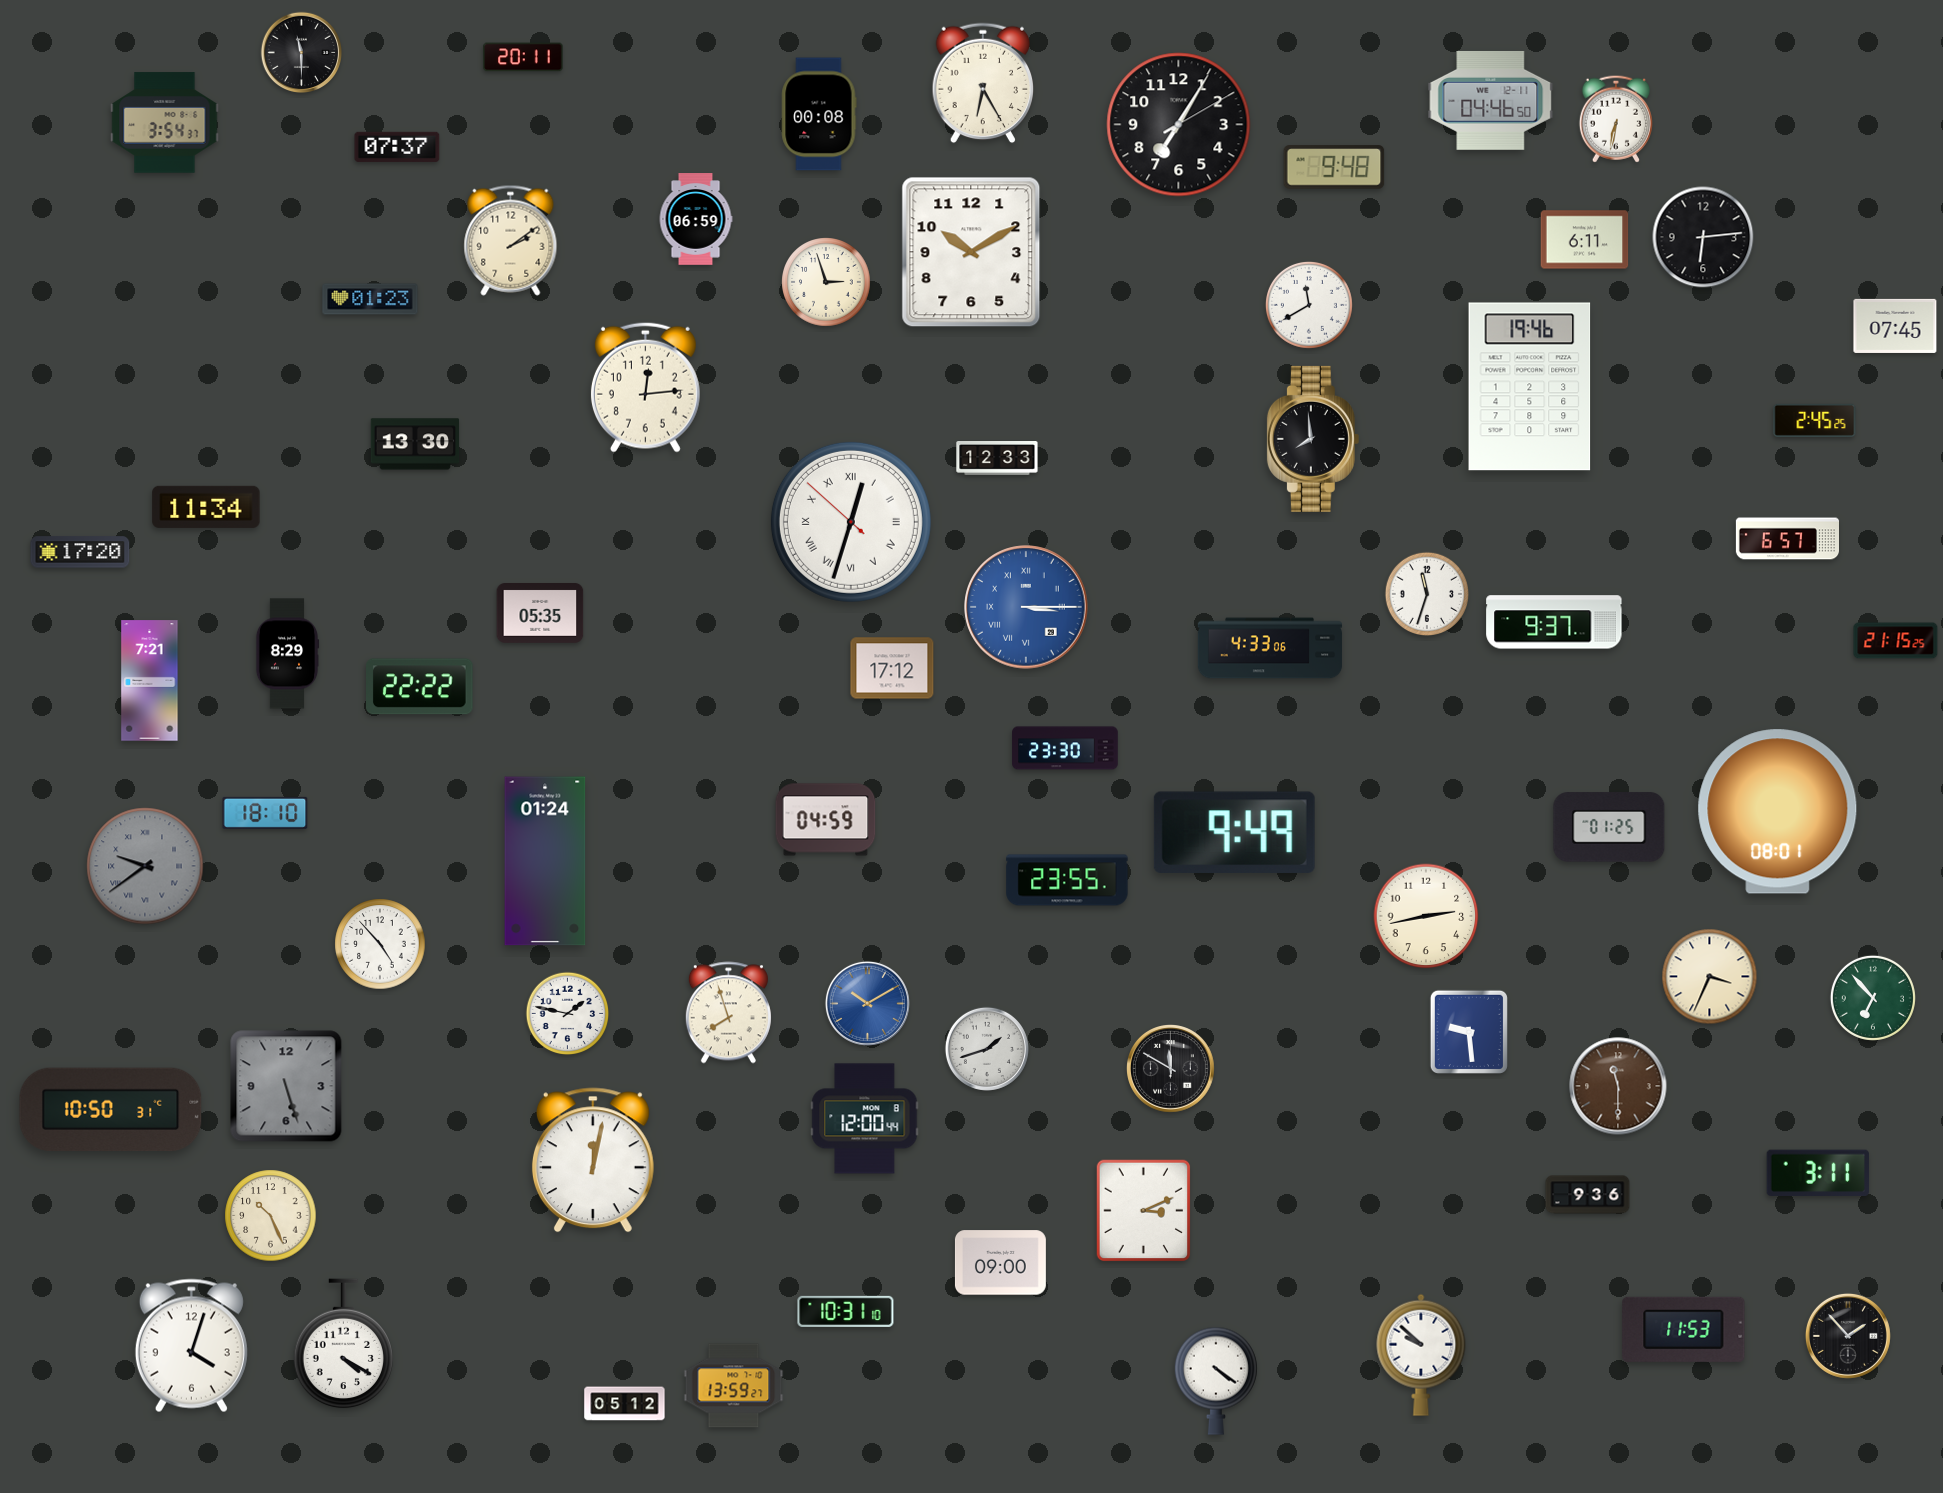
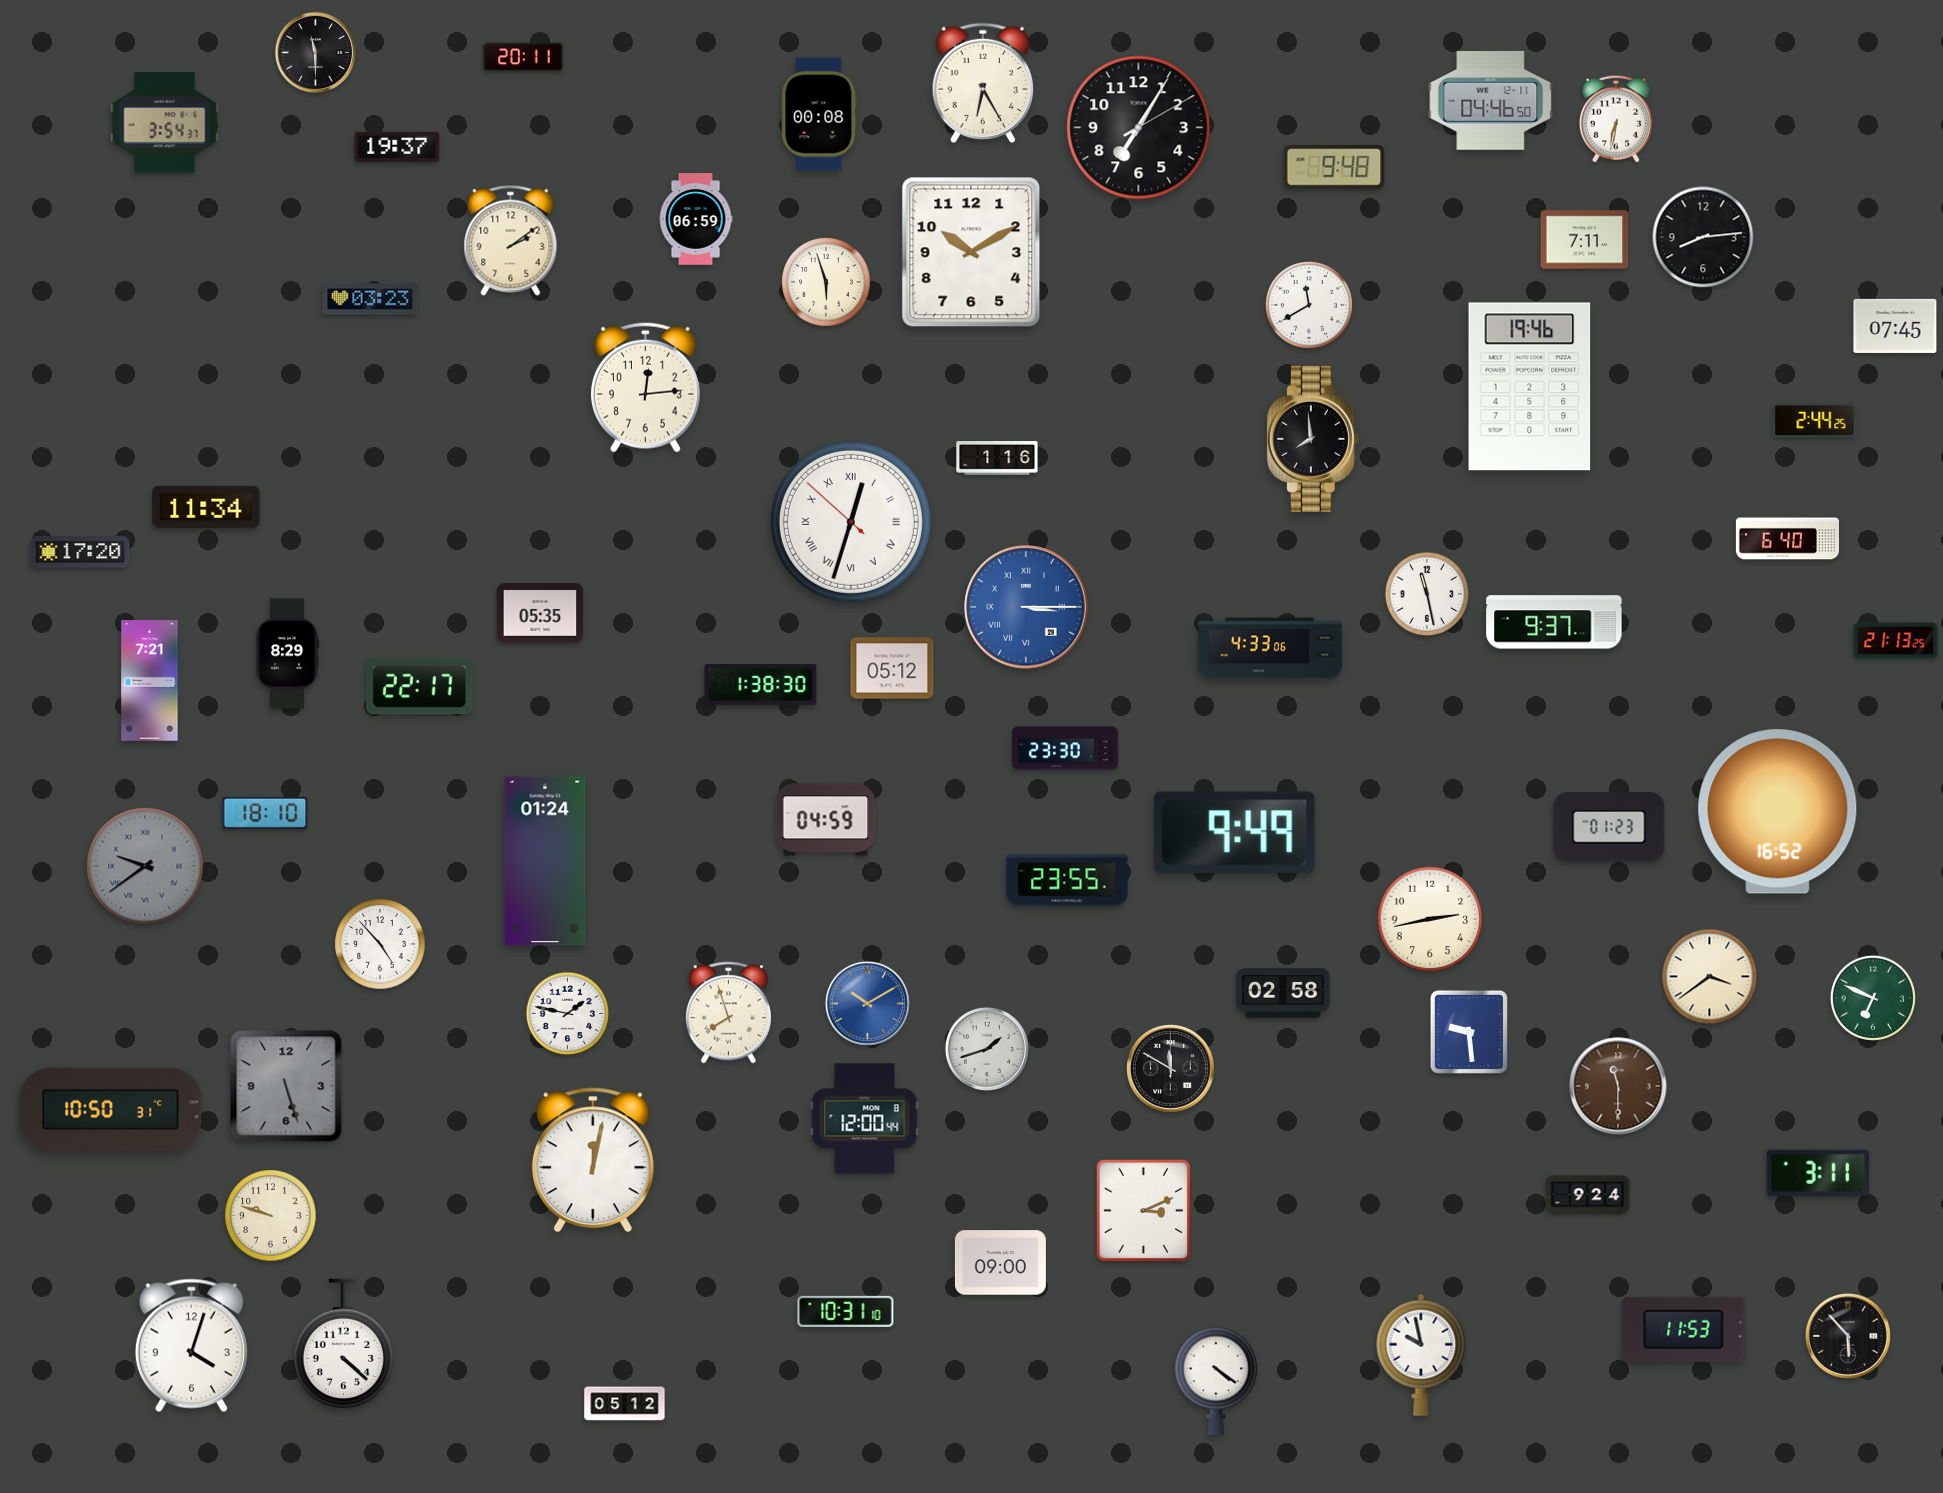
clock at (302, 53) position: (302, 53) -> (316, 53)
clock at (1179, 125) position: (1179, 125) -> (1139, 128)
clock at (397, 147): 07:37 -> 19:37
clock at (1703, 237): 6:14 -> 8:14
clock at (1585, 240): 6:11 -> 7:11
clock at (826, 282): 2:57 -> 5:57
clock at (370, 299): 01:23 -> 03:23
clock at (1815, 420): 2:45 -> 2:44
clock at (415, 444): 13:30 -> none
clock at (997, 459): 12:33 -> 1:16
clock at (1787, 539): 6:57 -> 6:40
clock at (1426, 593): 11:33 -> 11:28
clock at (1896, 641): 21:15 -> 21:13
clock at (892, 668): 17:12 -> 05:12
clock at (761, 685): none -> 1:38
clock at (420, 687): 22:22 -> 22:17
clock at (1778, 812): 08:01 -> 16:52
clock at (1609, 827): 01:25 -> 01:23
clock at (1426, 916) position: (1426, 916) -> (1430, 919)
clock at (1710, 977): 3:34 -> 3:39
clock at (1283, 993): none -> 02:58
clock at (1873, 998): 6:53 -> 6:49
clock at (1588, 1195): 9:36 -> 9:24
clock at (271, 1216): 10:26 -> 9:48
clock at (1848, 1336): 1:53 -> 5:53
clock at (343, 1344): 4:20 -> 4:22
clock at (1421, 1355): 9:52 -> 9:58
clock at (734, 1386): 13:59 -> none
